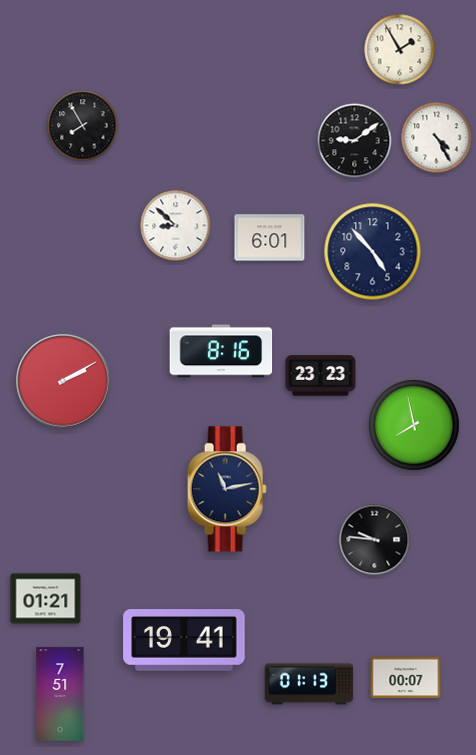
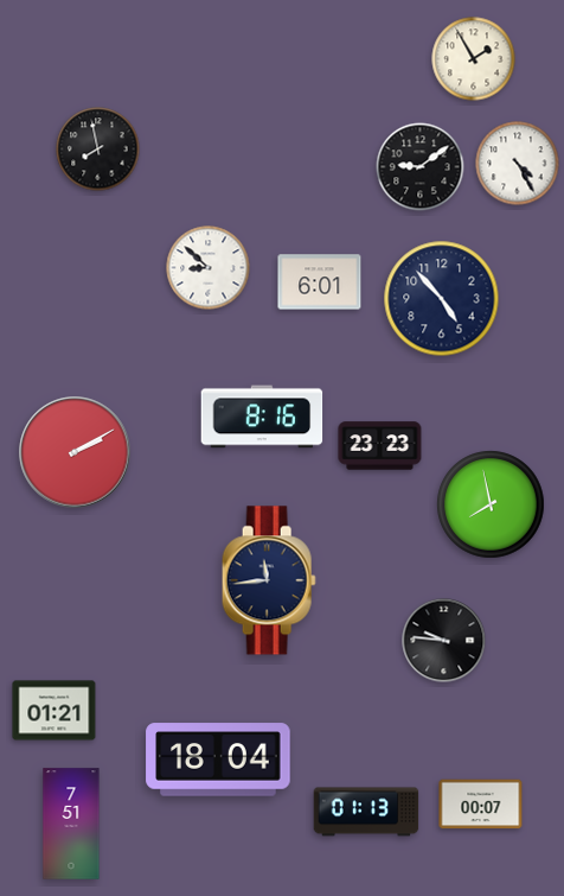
clock at (83, 126): 7:55 -> 7:58
clock at (227, 489): 11:13 -> 11:44
clock at (184, 640): 19:41 -> 18:04
